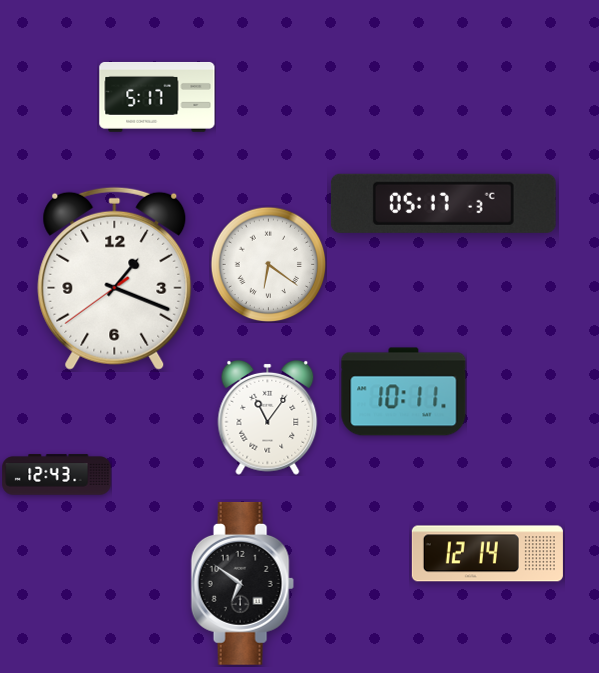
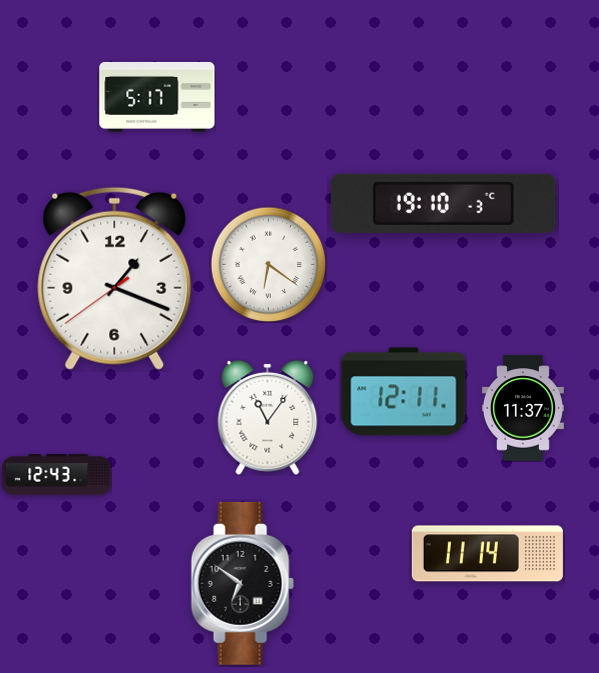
clock at (443, 203): 05:17 -> 19:10
clock at (404, 392): 10:11 -> 12:11
clock at (523, 408): none -> 11:37
clock at (487, 554): 12:14 -> 11:14
